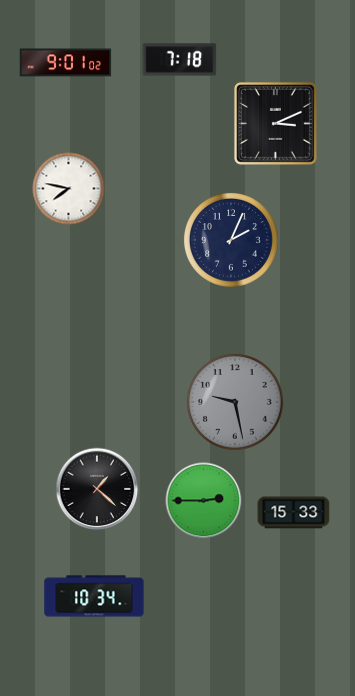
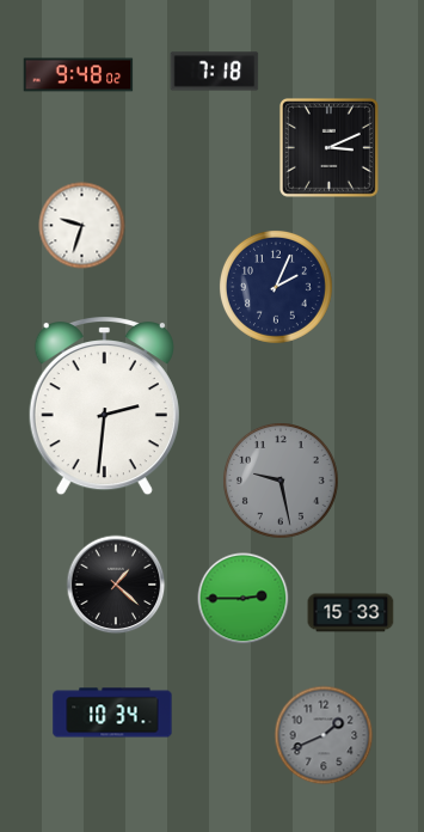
clock at (66, 63): 9:01 -> 9:48
clock at (69, 189): 7:47 -> 9:33
clock at (104, 406): none -> 2:31
clock at (324, 735): none -> 1:41
